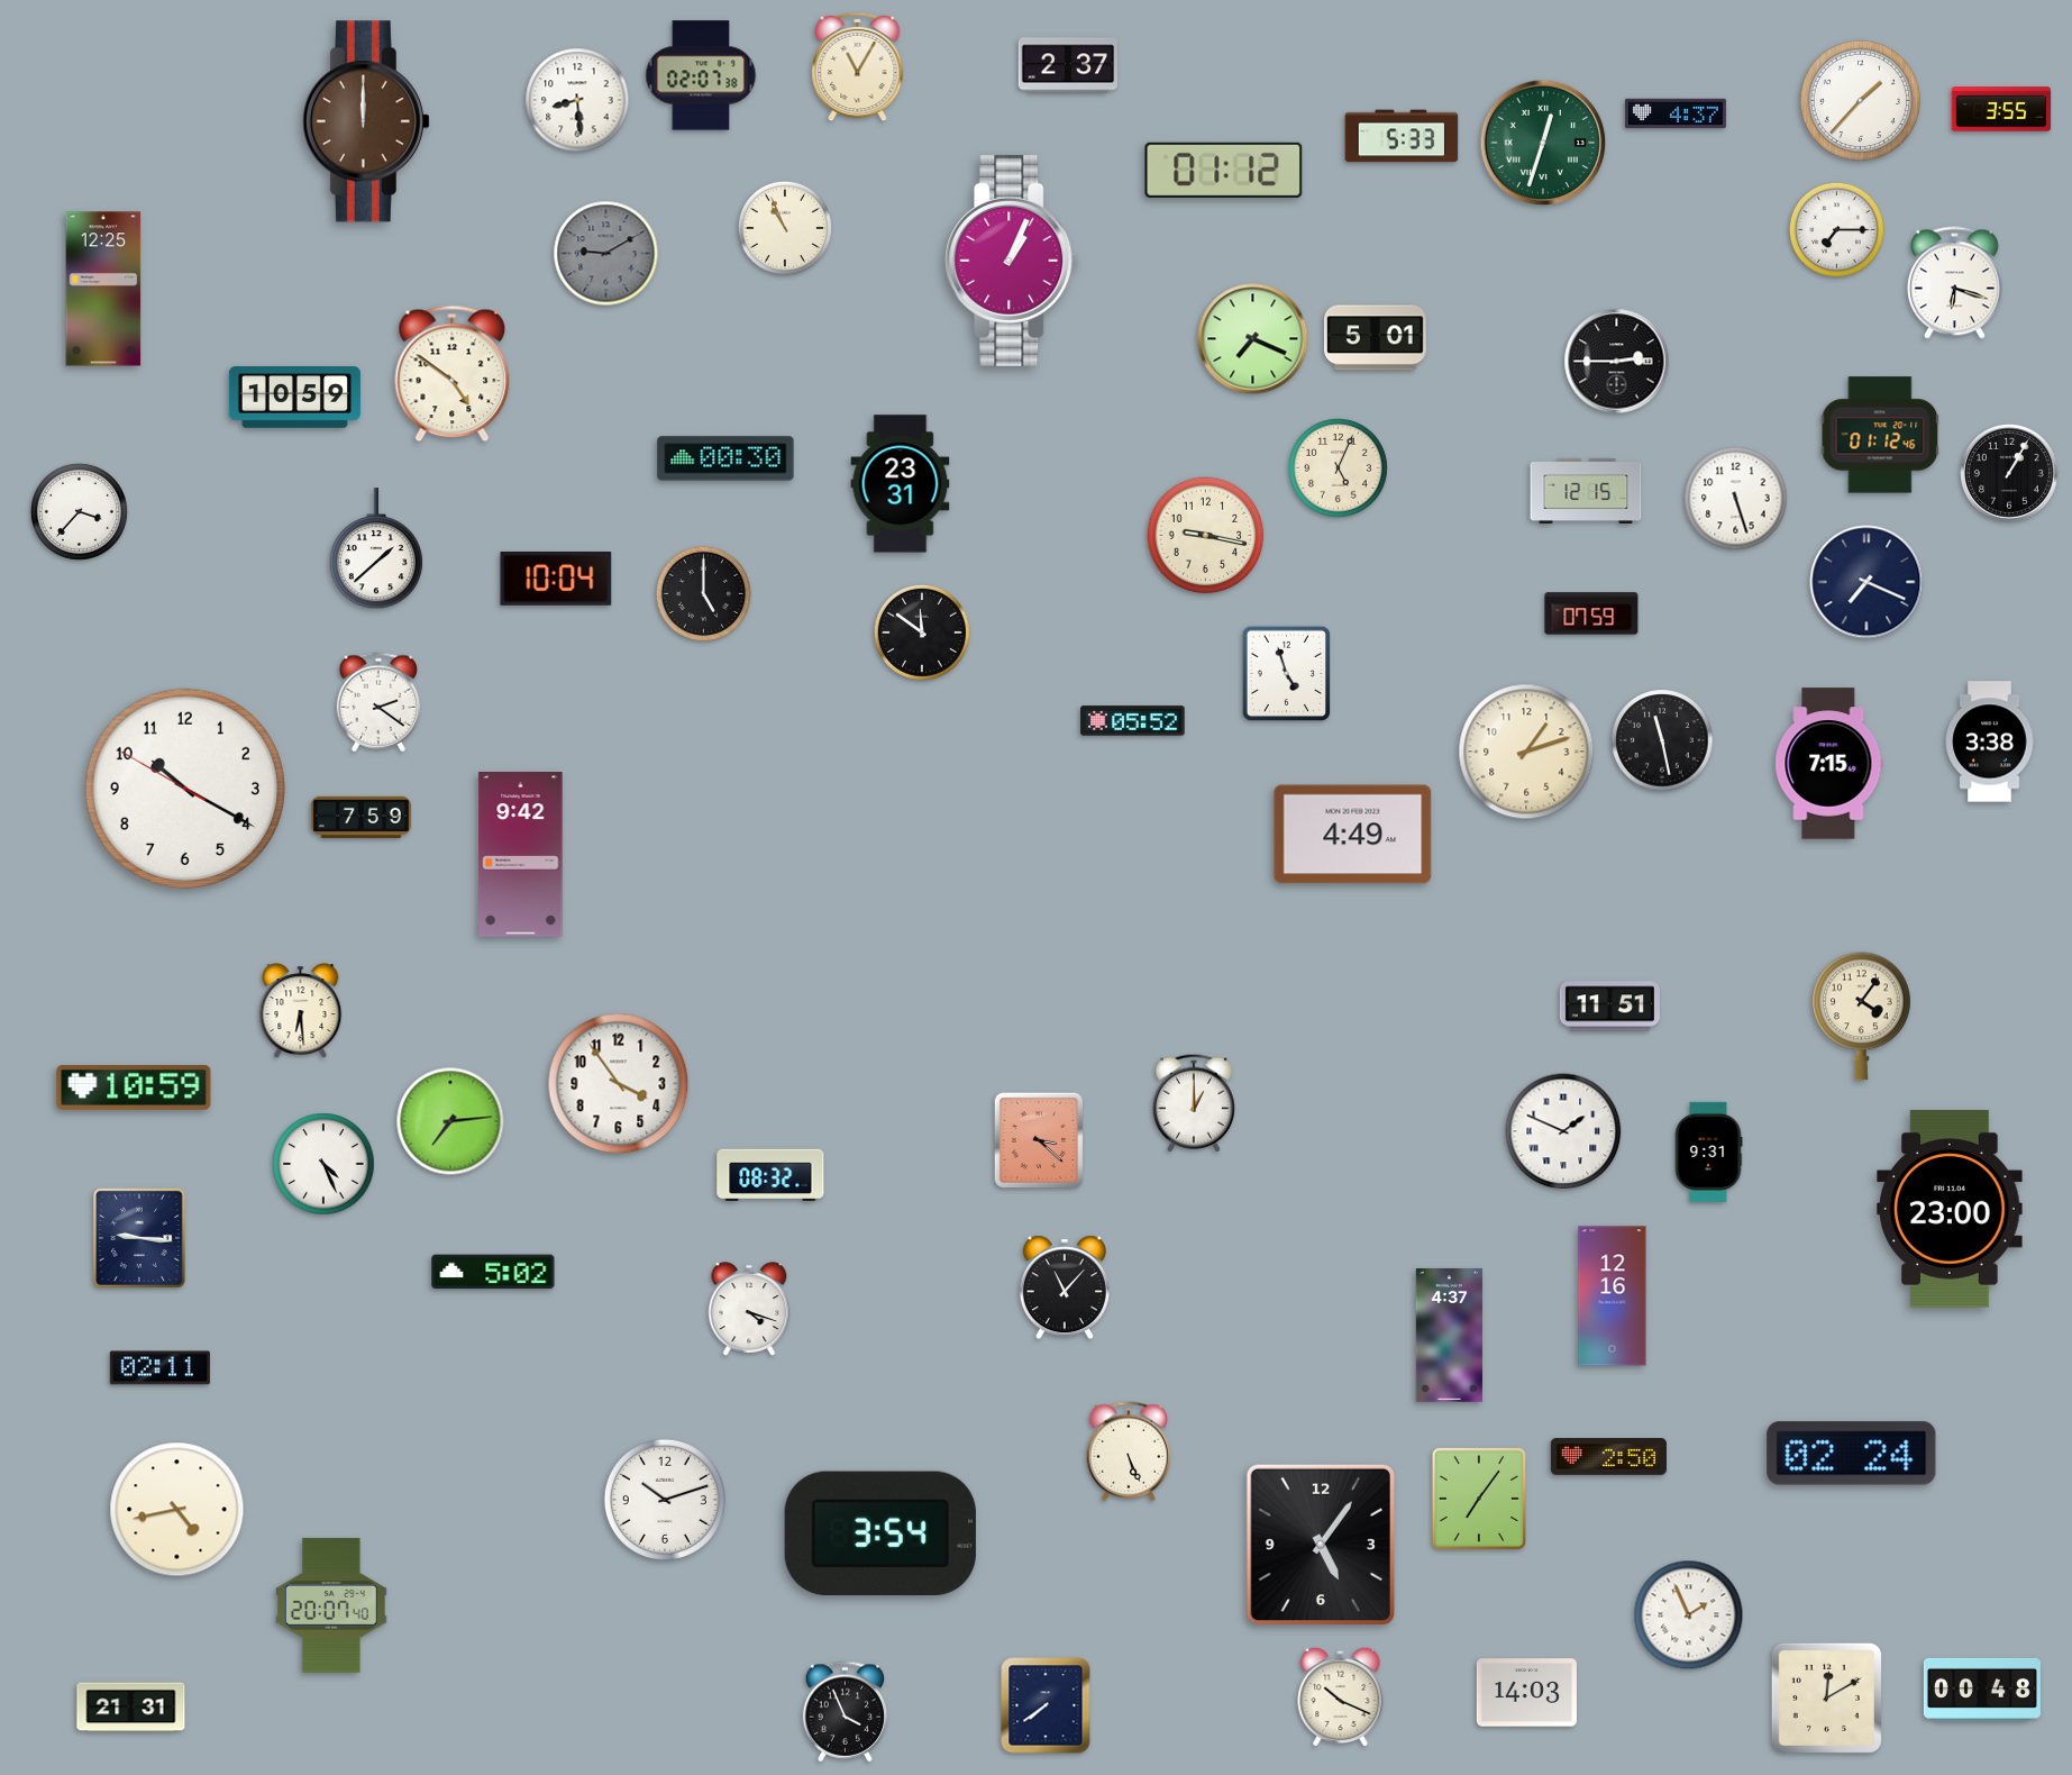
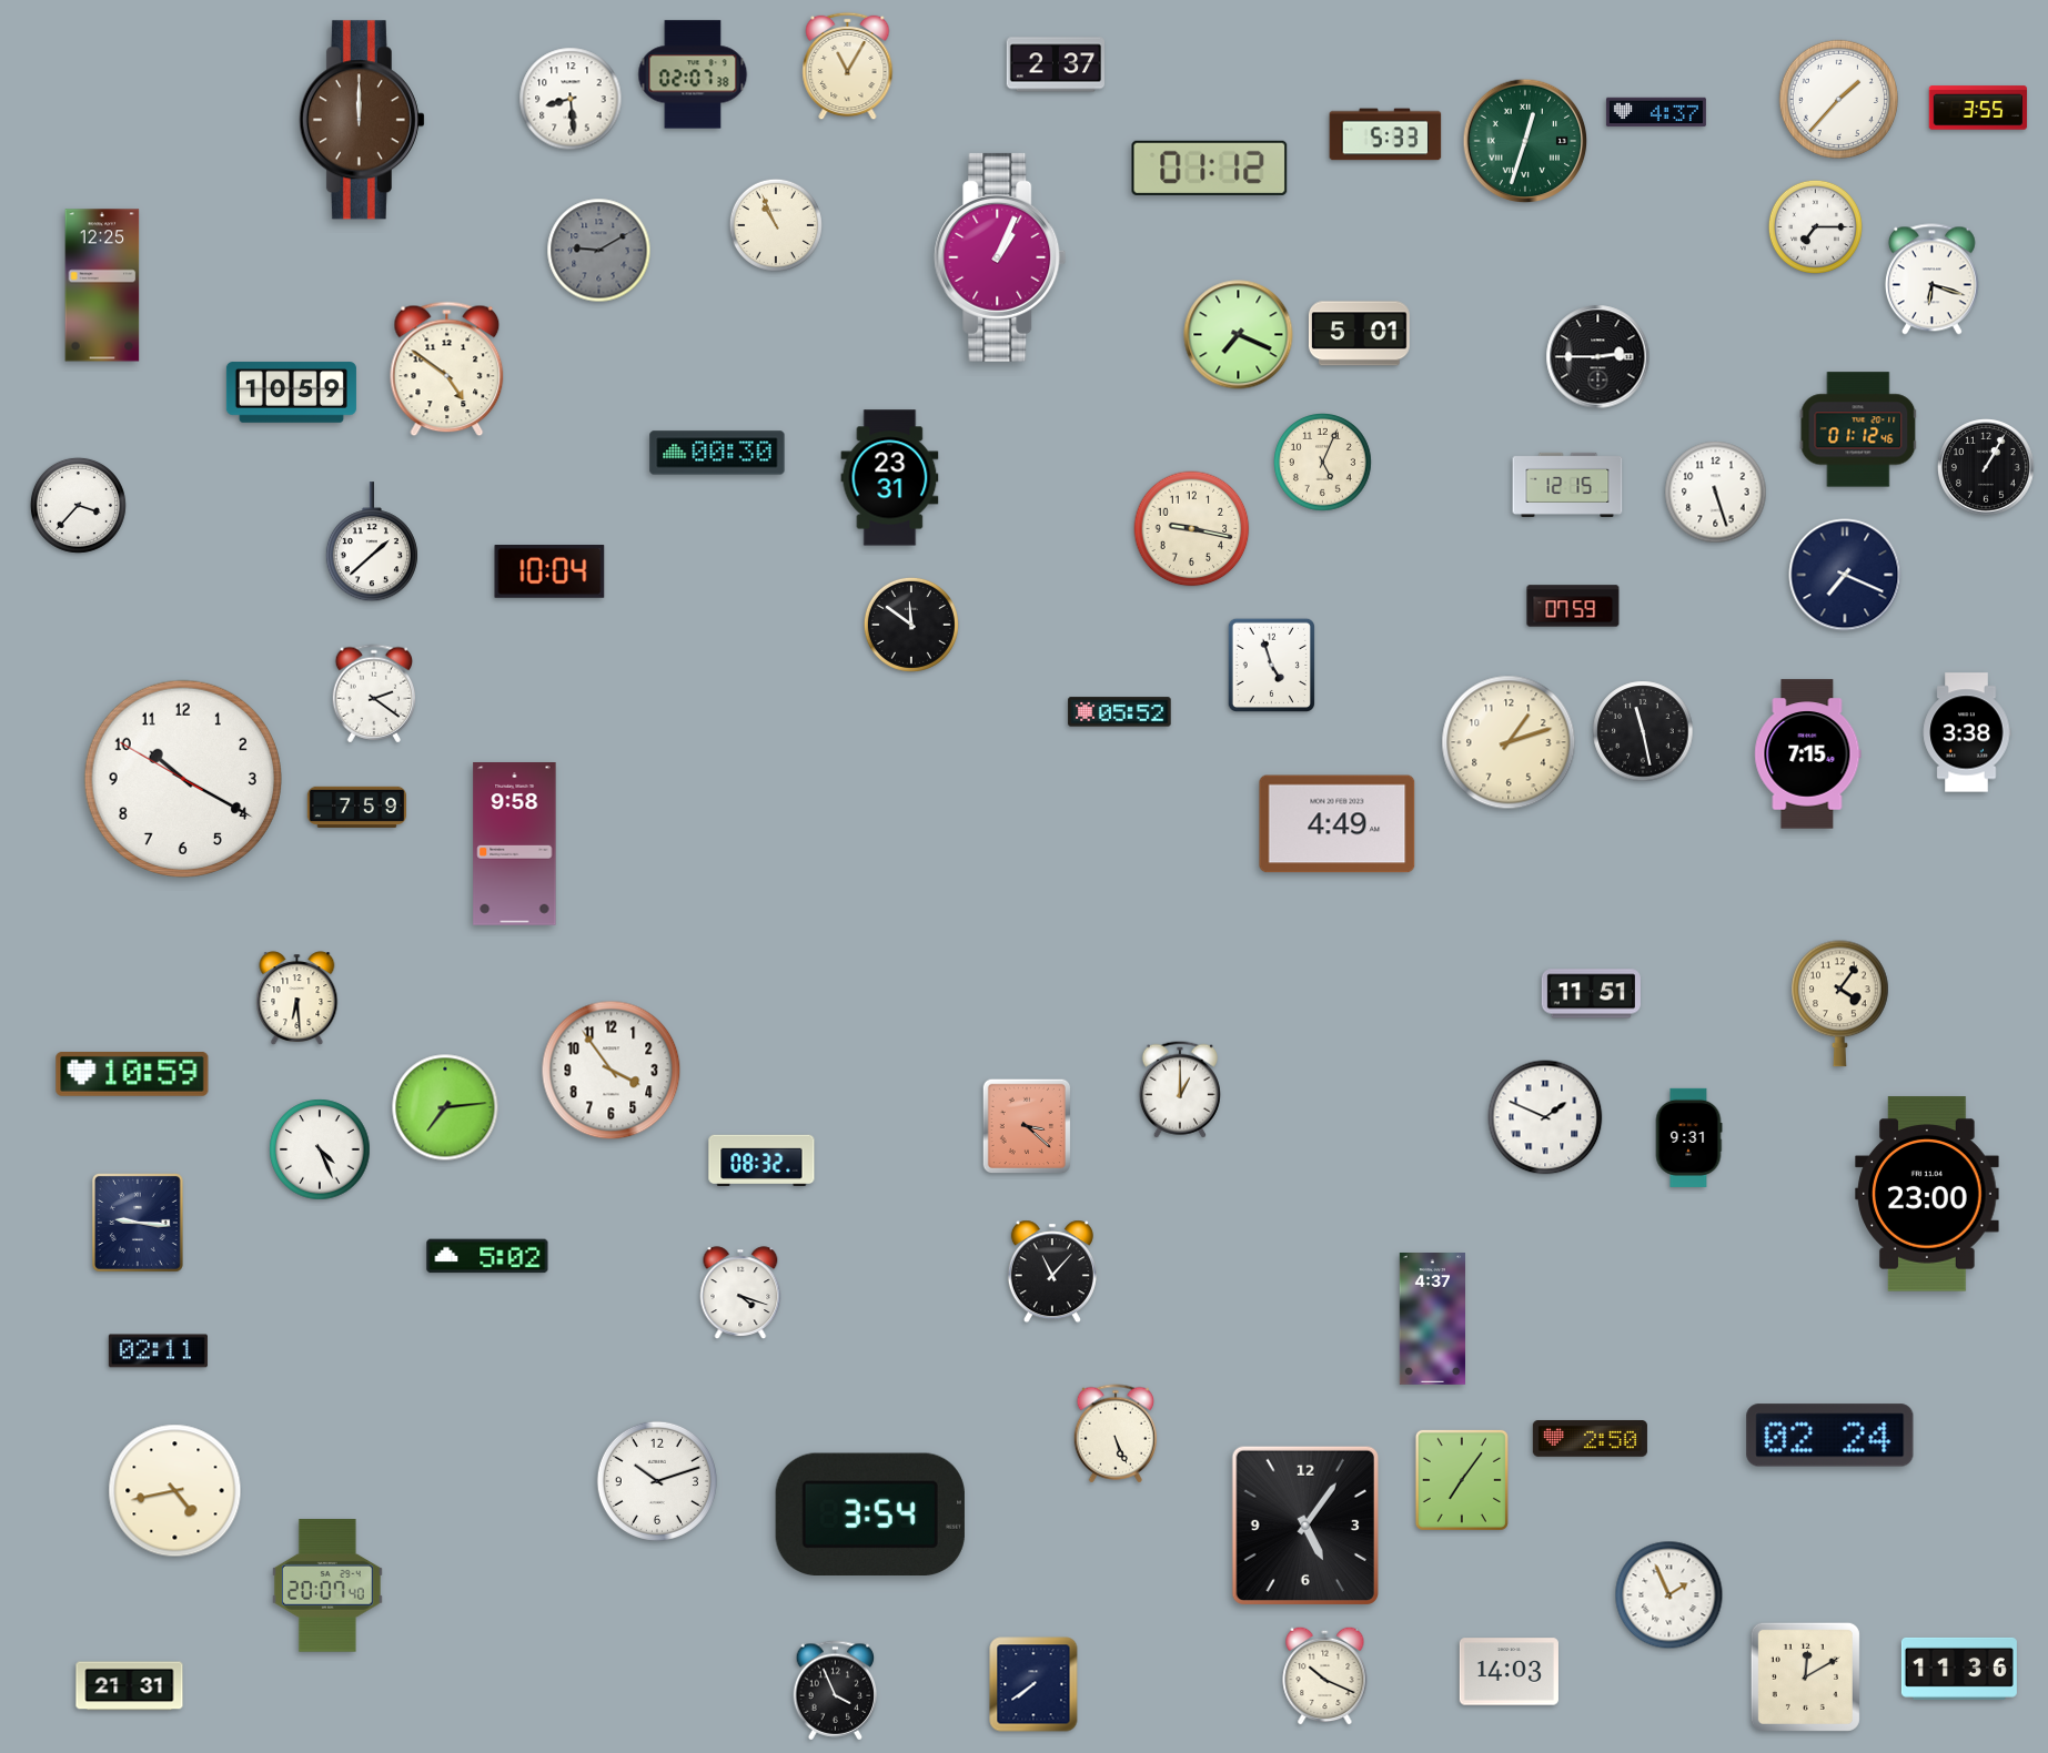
clock at (703, 593): 5:00 -> none
clock at (521, 855): 9:42 -> 9:58
clock at (1613, 1296): 12:16 -> none
clock at (1982, 1690): 00:48 -> 11:36
